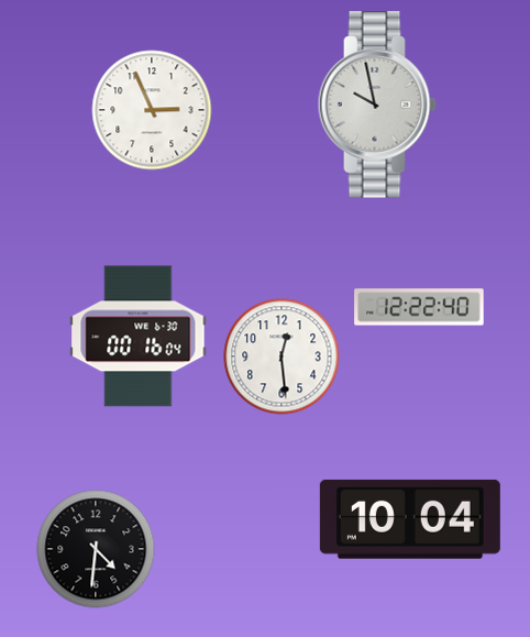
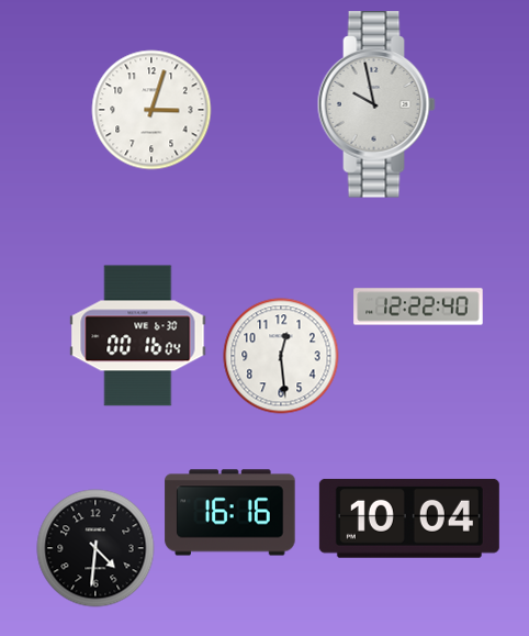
clock at (152, 110): 2:56 -> 3:03
clock at (230, 513): none -> 16:16
